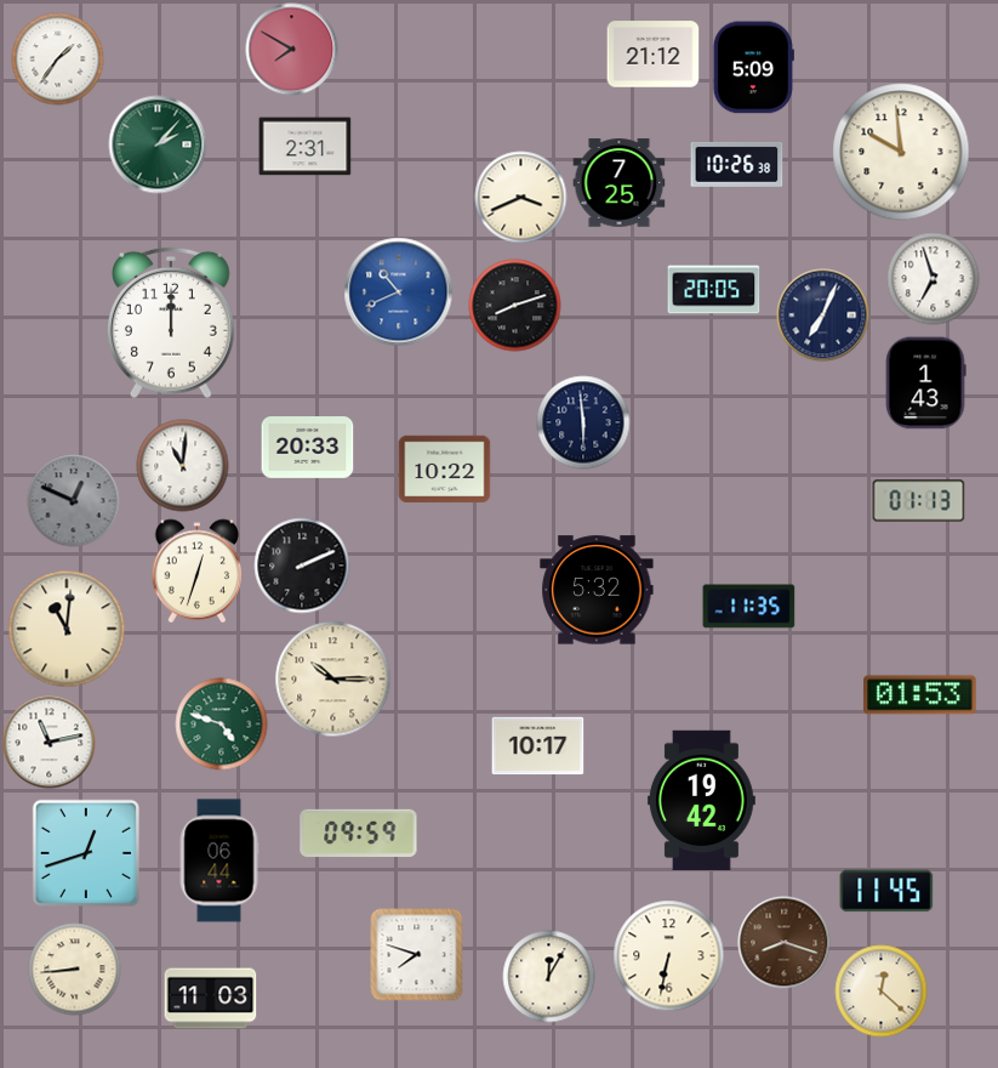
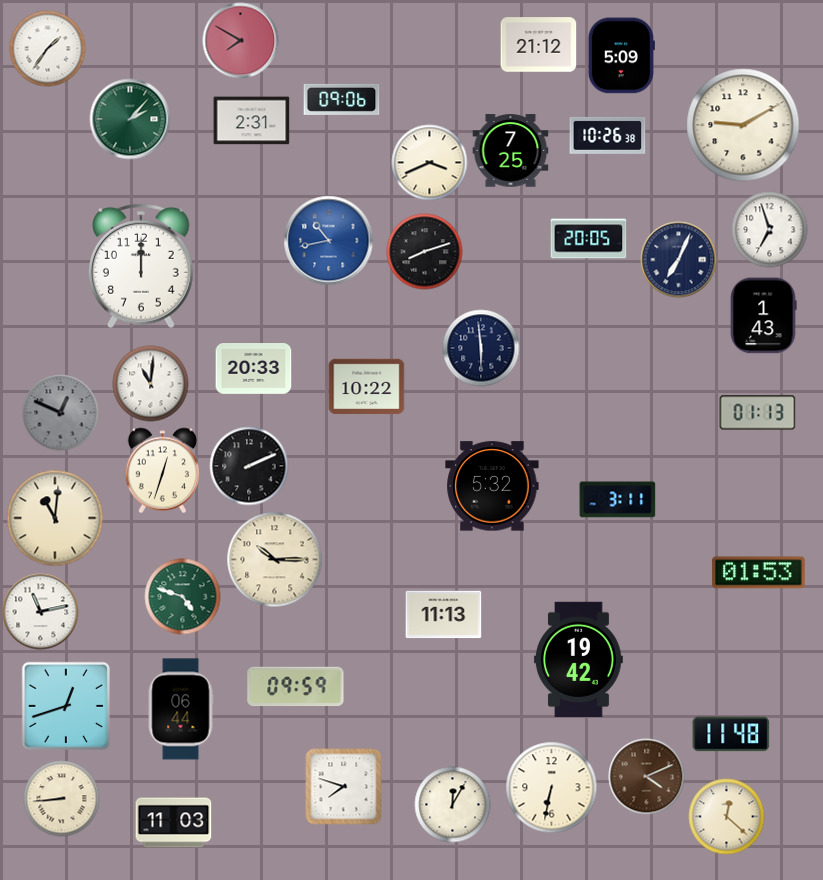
clock at (342, 99): none -> 09:06
clock at (901, 152): 9:59 -> 9:10
clock at (399, 292): 10:41 -> 10:43
clock at (749, 607): 11:35 -> 3:11
clock at (538, 746): 10:17 -> 11:13
clock at (85, 852) position: (85, 852) -> (65, 705)
clock at (886, 891): 11:45 -> 11:48
clock at (785, 943): 8:18 -> 4:11
